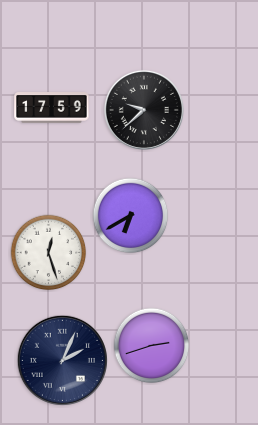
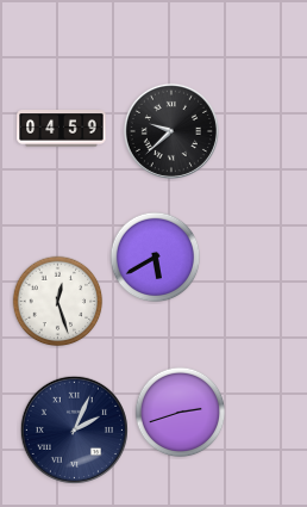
clock at (52, 108): 17:59 -> 04:59
clock at (131, 216): 6:40 -> 5:40
